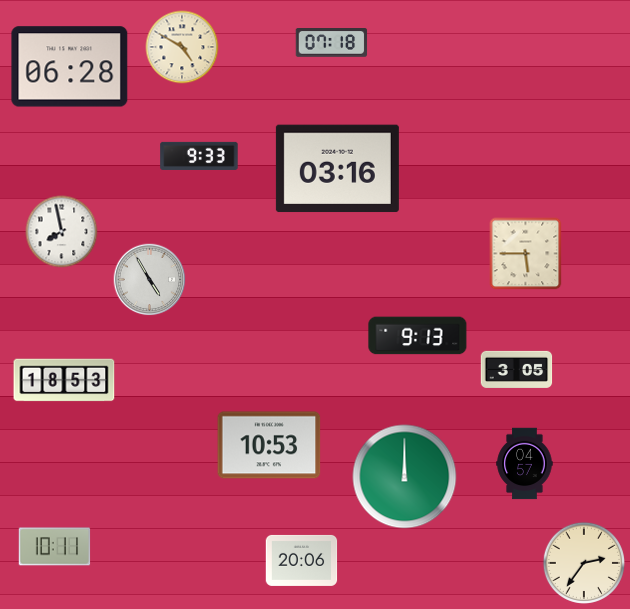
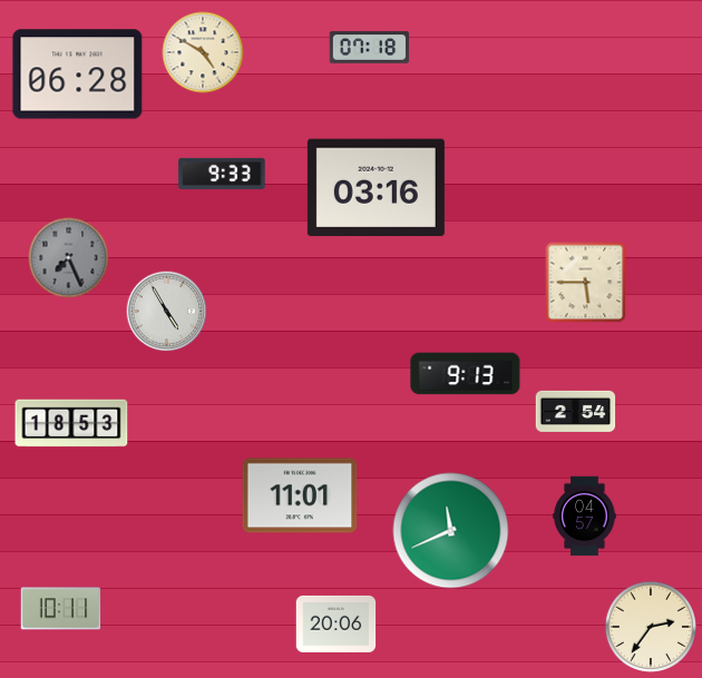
clock at (62, 232): 7:58 -> 7:26
clock at (62, 232) dial: white -> grey
clock at (517, 369): 3:05 -> 2:54
clock at (269, 445): 10:53 -> 11:01
clock at (405, 477): 12:00 -> 11:41
